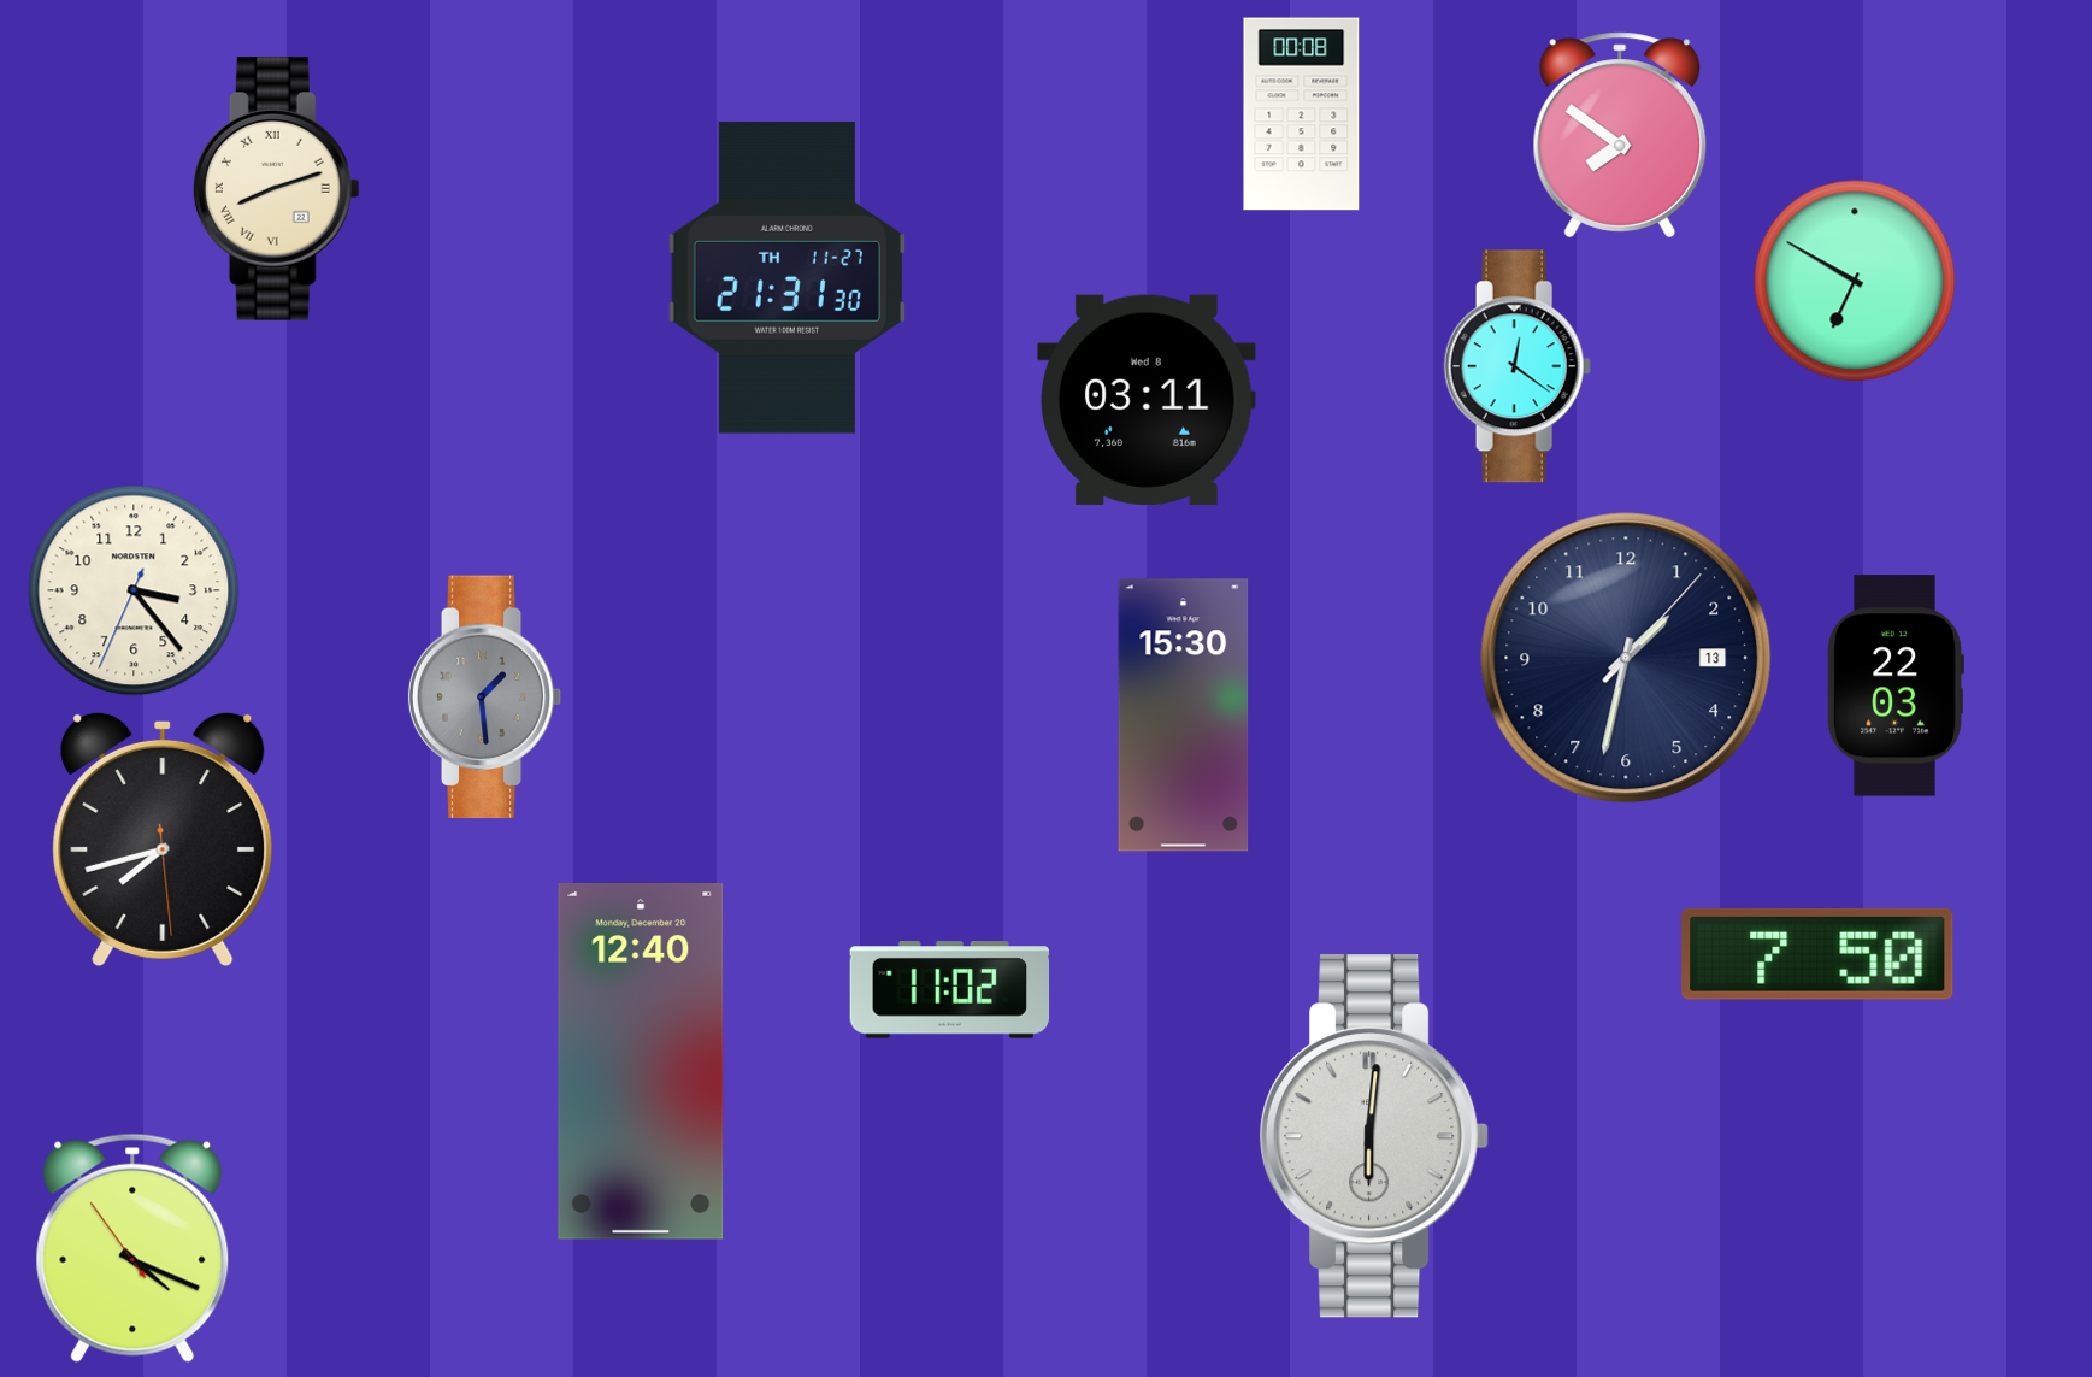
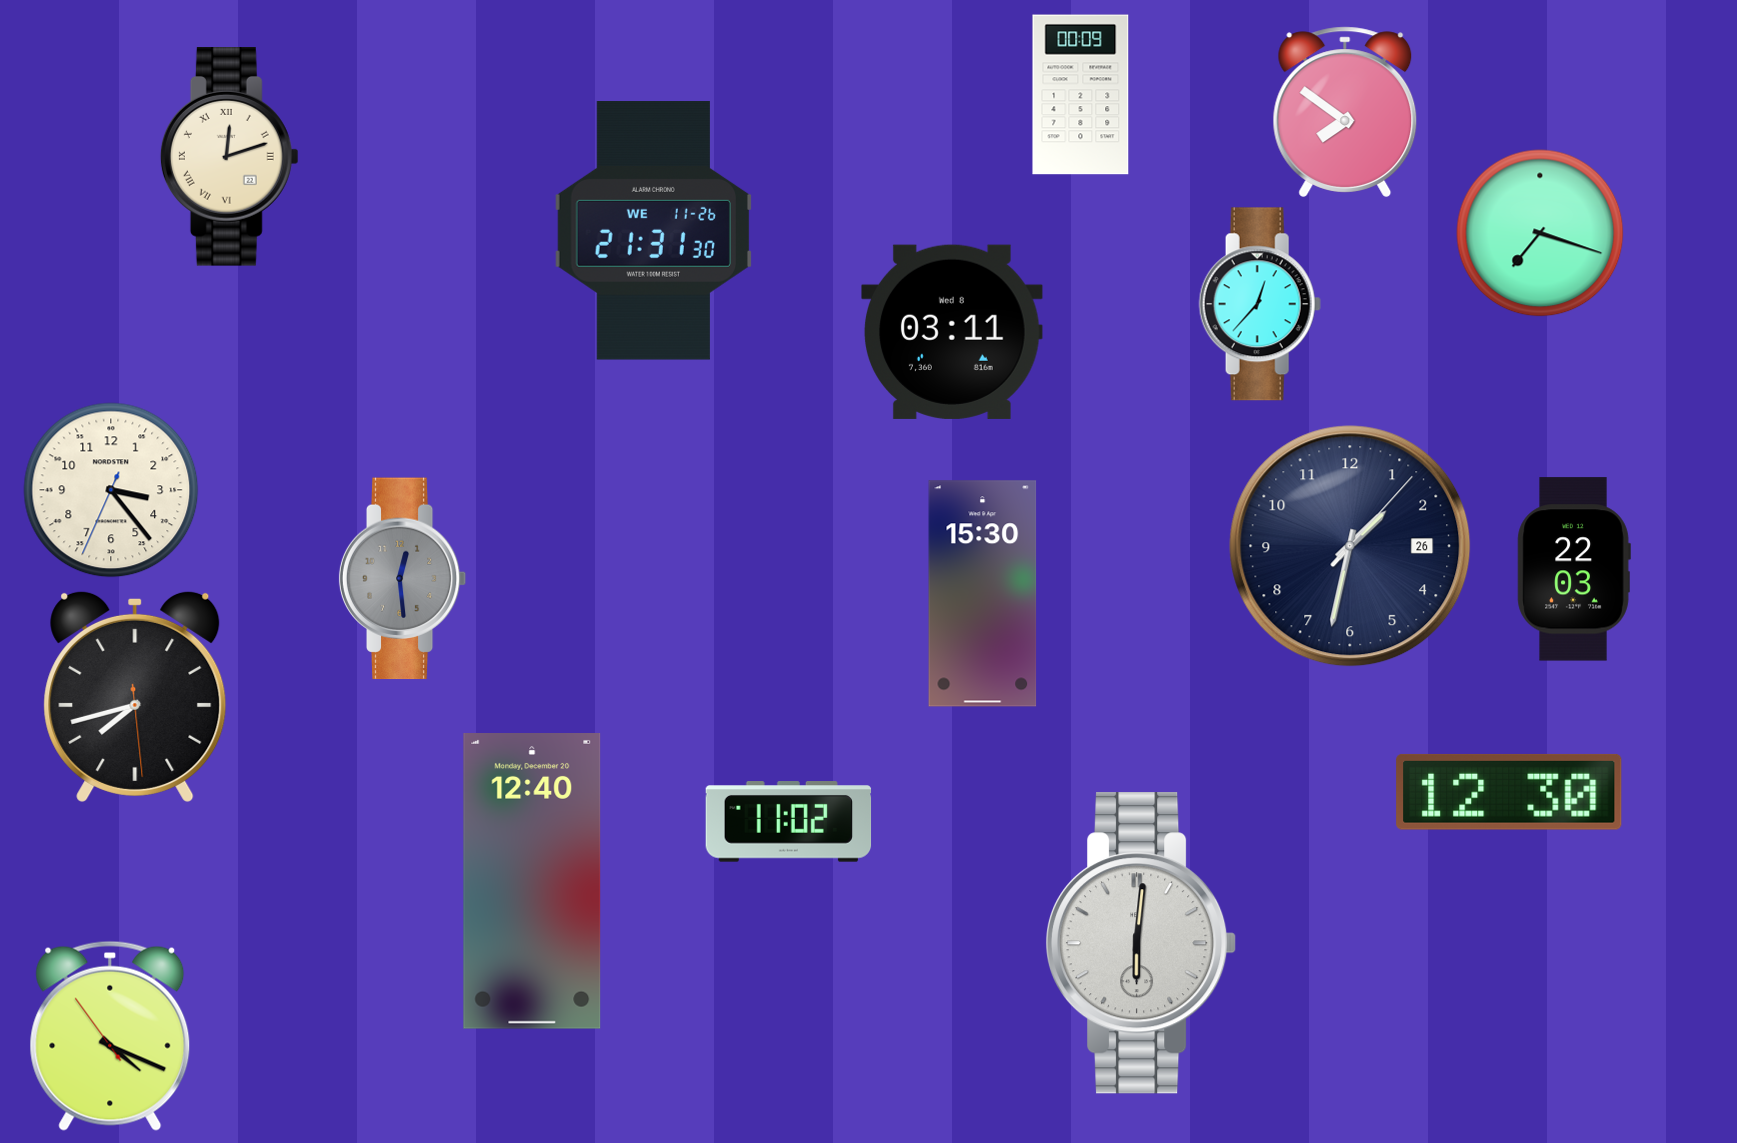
clock at (1302, 114): 00:08 -> 00:09
clock at (276, 189): 8:12 -> 12:12
clock at (786, 278) date: TH 11-27 -> WE 11-26
clock at (1855, 281): 6:50 -> 7:18
clock at (1518, 366): 12:21 -> 12:37
clock at (1626, 658) date: 13 -> 26
clock at (485, 698): 1:29 -> 12:29
clock at (1817, 954): 7:50 -> 12:30
